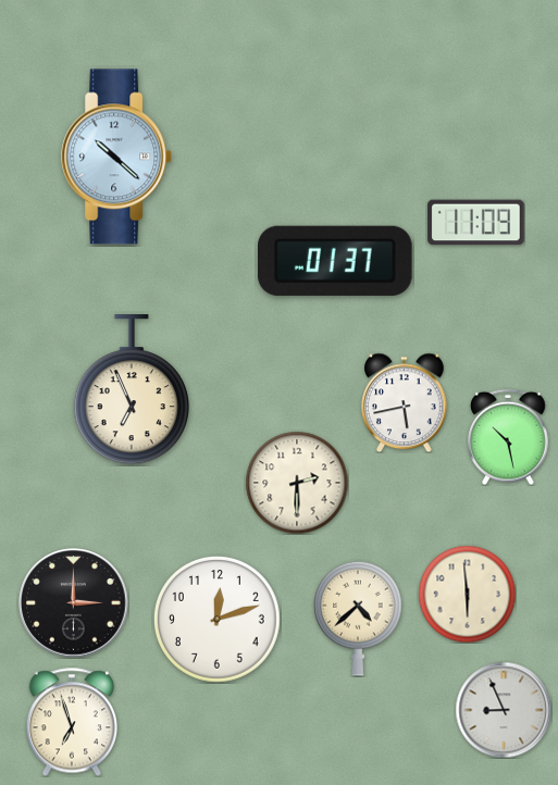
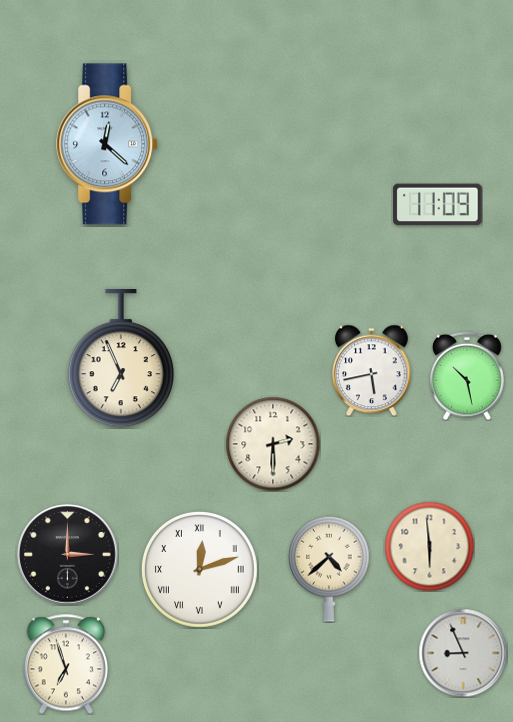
clock at (117, 157): 10:22 -> 12:22
clock at (336, 261): 01:37 -> none
clock at (509, 437) position: (509, 437) -> (468, 376)
clock at (218, 620) numerals: Arabic -> Roman
